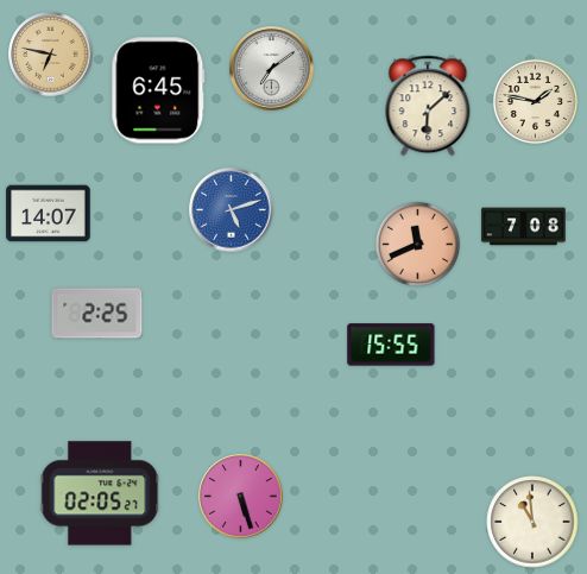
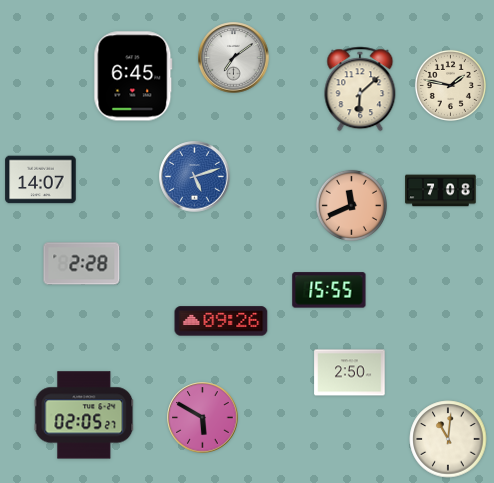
clock at (51, 55): 6:47 -> none
clock at (272, 69) position: (272, 69) -> (234, 58)
clock at (97, 314): 2:25 -> 2:28
clock at (221, 321): none -> 09:26
clock at (350, 373): none -> 2:50
clock at (241, 497): 5:27 -> 5:50
clock at (532, 522): 10:59 -> 11:01
